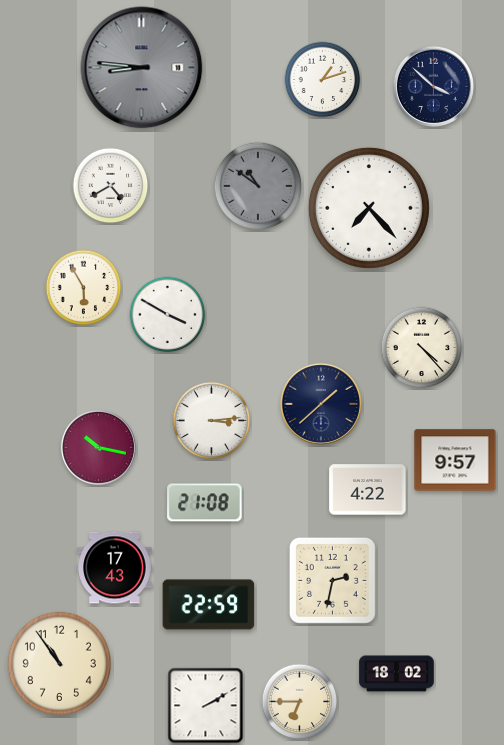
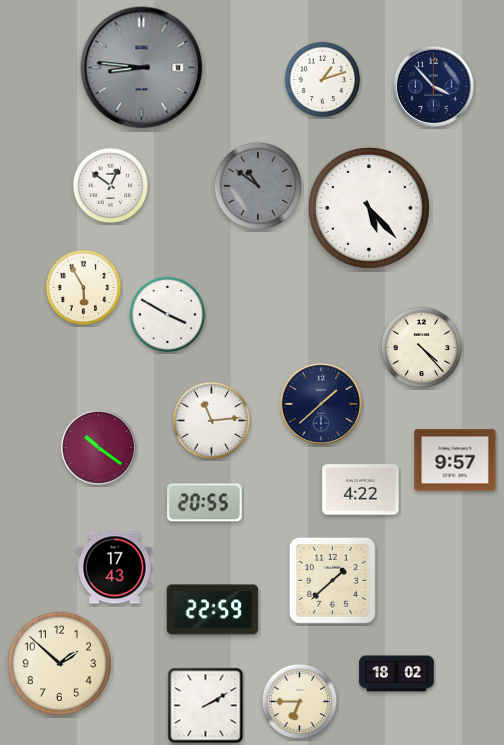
clock at (433, 86): 3:52 -> 3:53
clock at (111, 186): 4:40 -> 12:51
clock at (369, 208): 7:23 -> 5:23
clock at (212, 421): 3:14 -> 11:14
clock at (98, 447): 10:17 -> 10:21
clock at (368, 490) position: (368, 490) -> (361, 490)
clock at (205, 503): 21:08 -> 20:55
clock at (333, 581): 2:32 -> 1:38
clock at (209, 605) position: (209, 605) -> (213, 610)
clock at (59, 663): 10:54 -> 1:52
